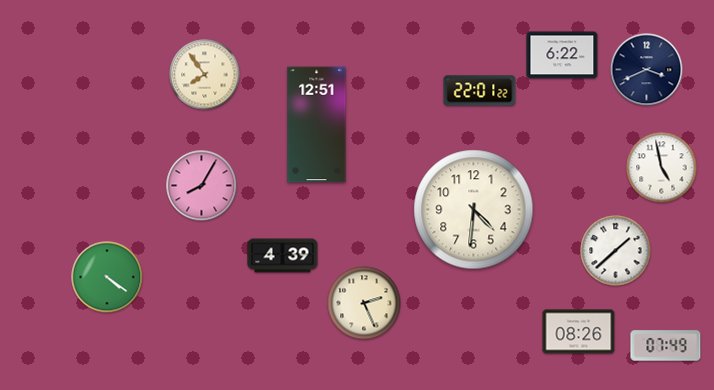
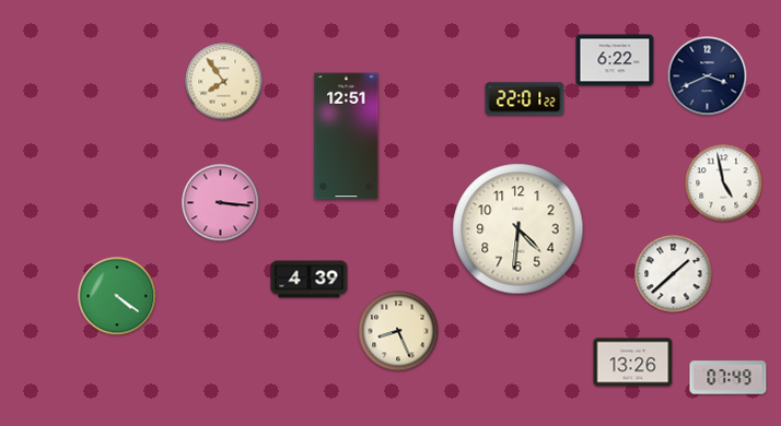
clock at (202, 186): 8:05 -> 3:16
clock at (107, 277) position: (107, 277) -> (117, 296)
clock at (364, 303): 2:26 -> 8:26
clock at (579, 332): 08:26 -> 13:26
